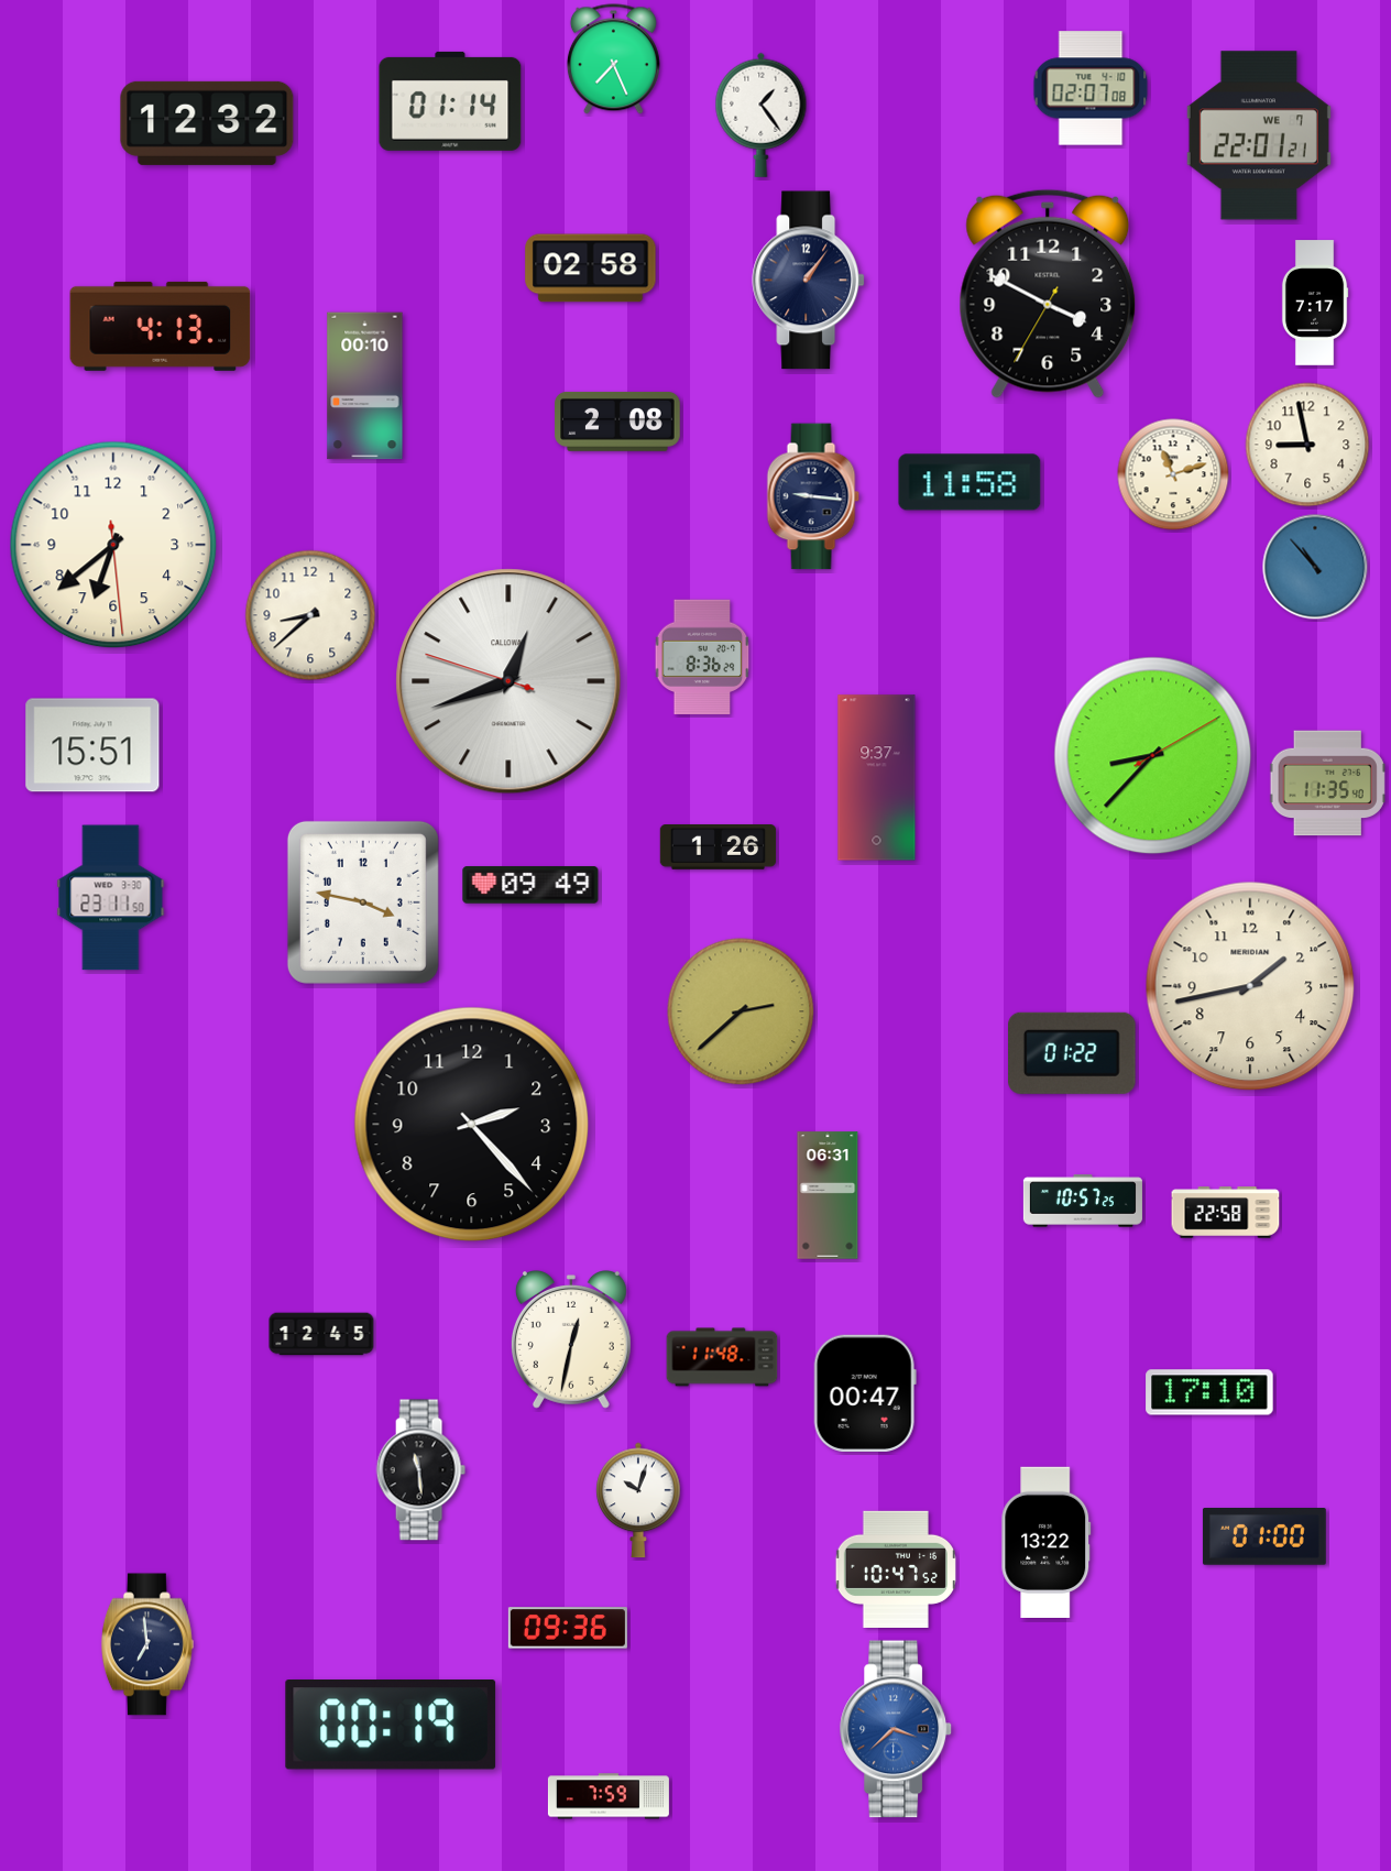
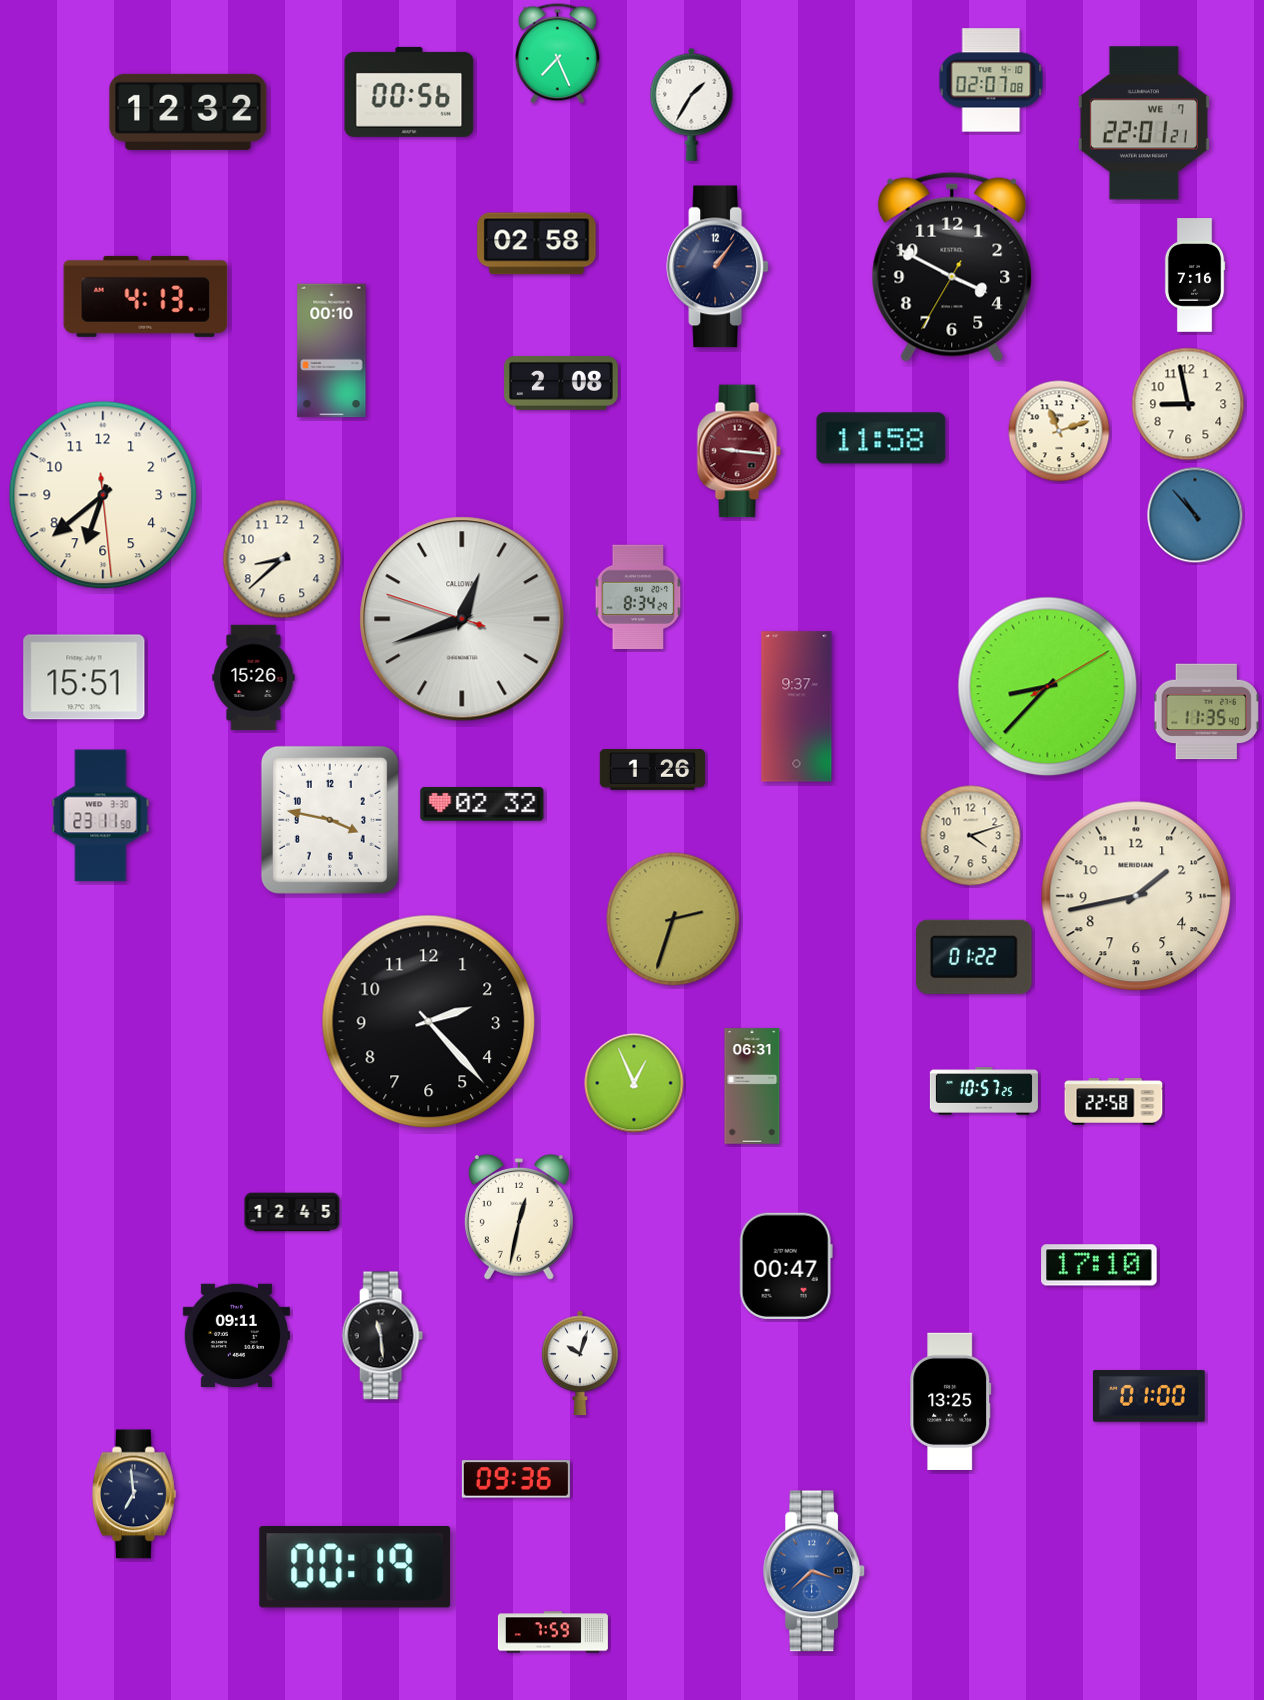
clock at (450, 101): 01:14 -> 00:56
clock at (762, 114): 1:24 -> 1:35
clock at (808, 281) position: (808, 281) -> (717, 267)
clock at (1315, 303): 7:17 -> 7:16
clock at (1173, 474) position: (1173, 474) -> (1059, 431)
clock at (813, 496) dial: navy -> burgundy
clock at (702, 657): 8:36 -> 8:34
clock at (254, 678): none -> 15:26
clock at (530, 885): 09:49 -> 02:32
clock at (971, 836): none -> 4:12
clock at (741, 1011): 2:38 -> 2:33
clock at (634, 1083): none -> 12:56
clock at (722, 1357): 11:48 -> none
clock at (236, 1335): none -> 09:11
clock at (1047, 1542): 13:22 -> 13:25
clock at (896, 1568): 10:47 -> none
